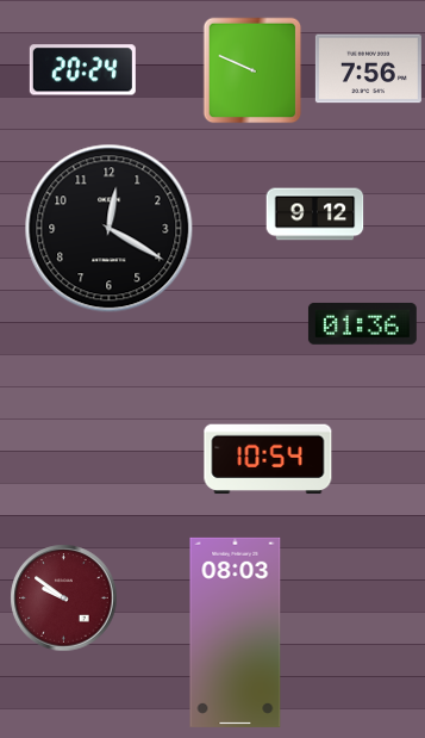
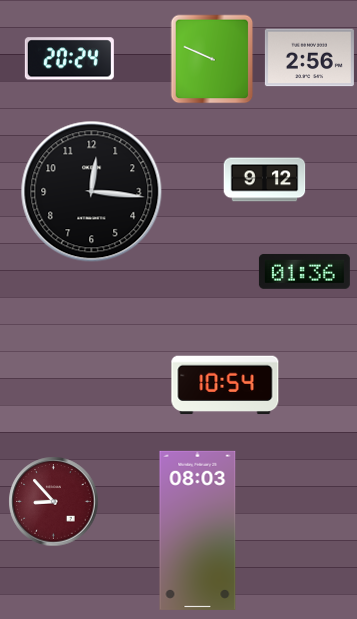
clock at (368, 69): 7:56 -> 2:56
clock at (110, 229): 12:20 -> 12:16
clock at (64, 599): 9:51 -> 8:53
